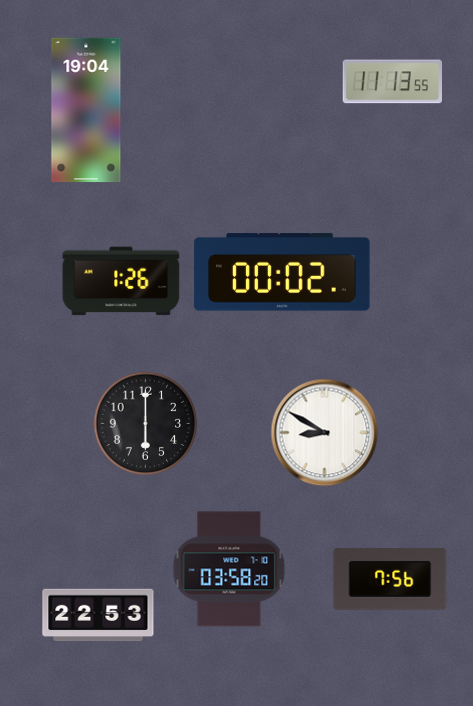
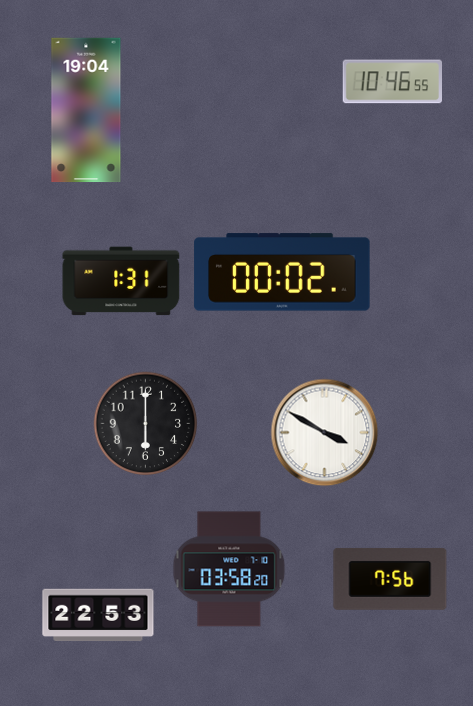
clock at (392, 82): 11:13 -> 10:46
clock at (121, 281): 1:26 -> 1:31
clock at (325, 433): 8:50 -> 3:50
